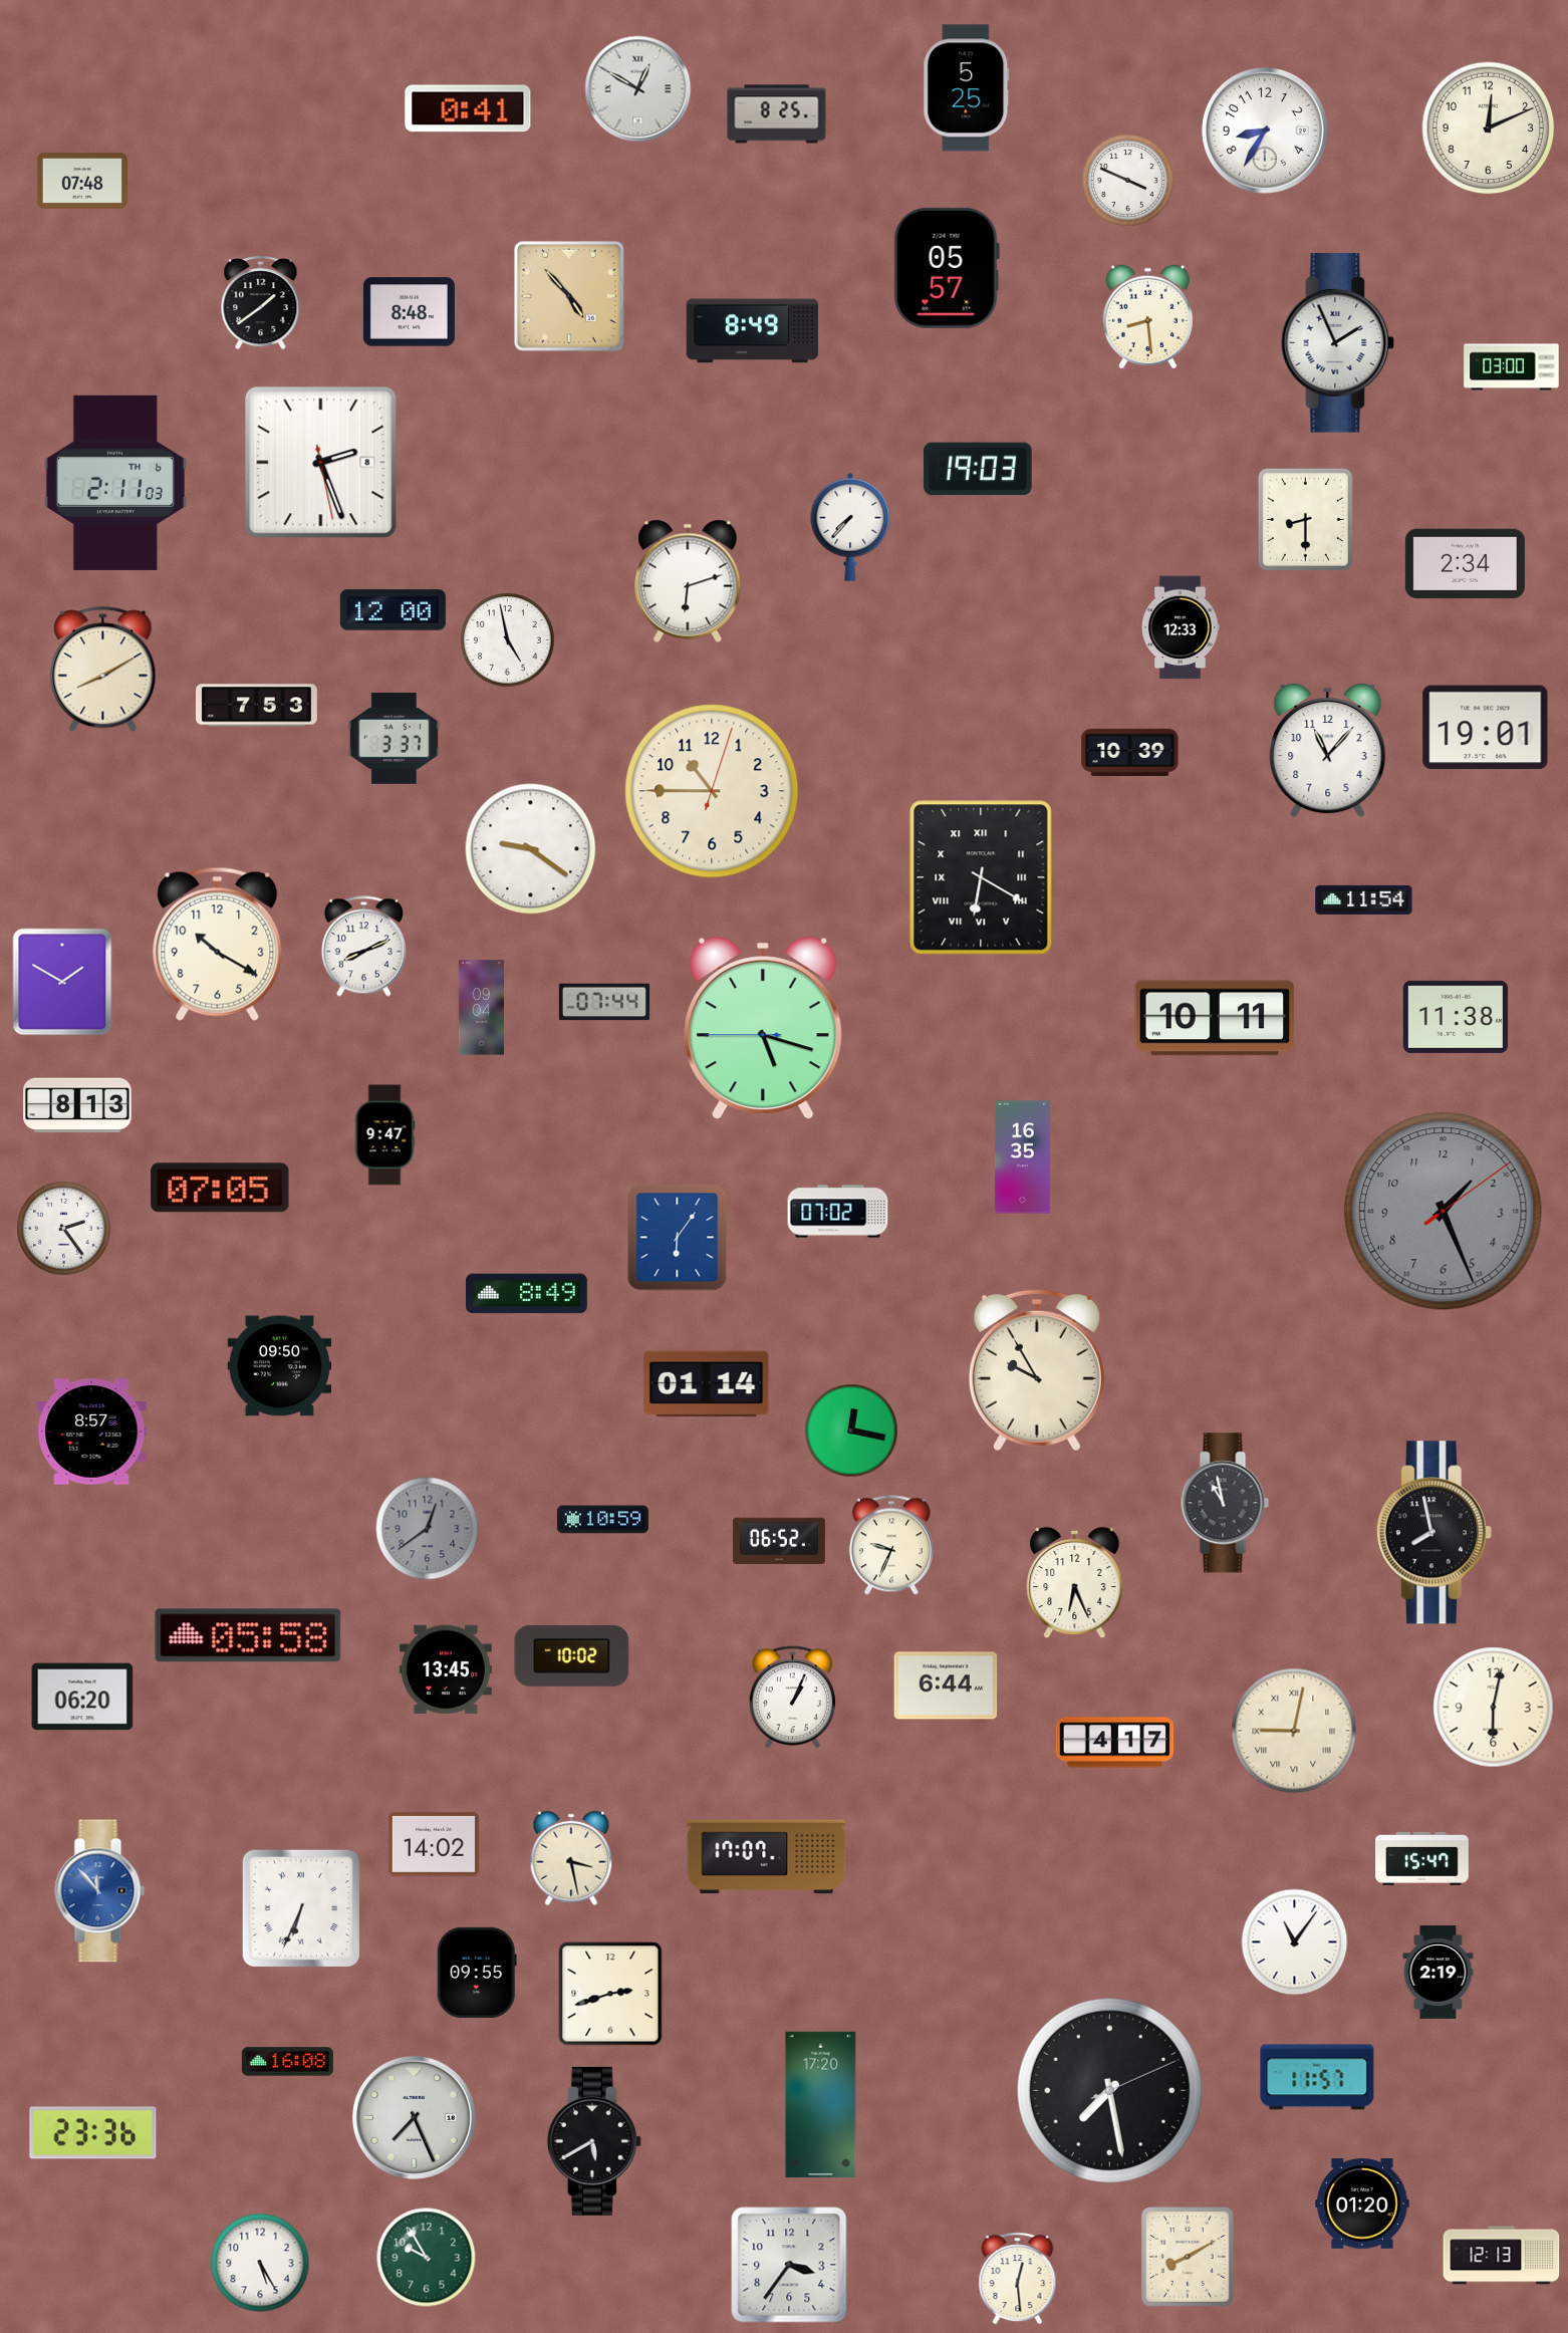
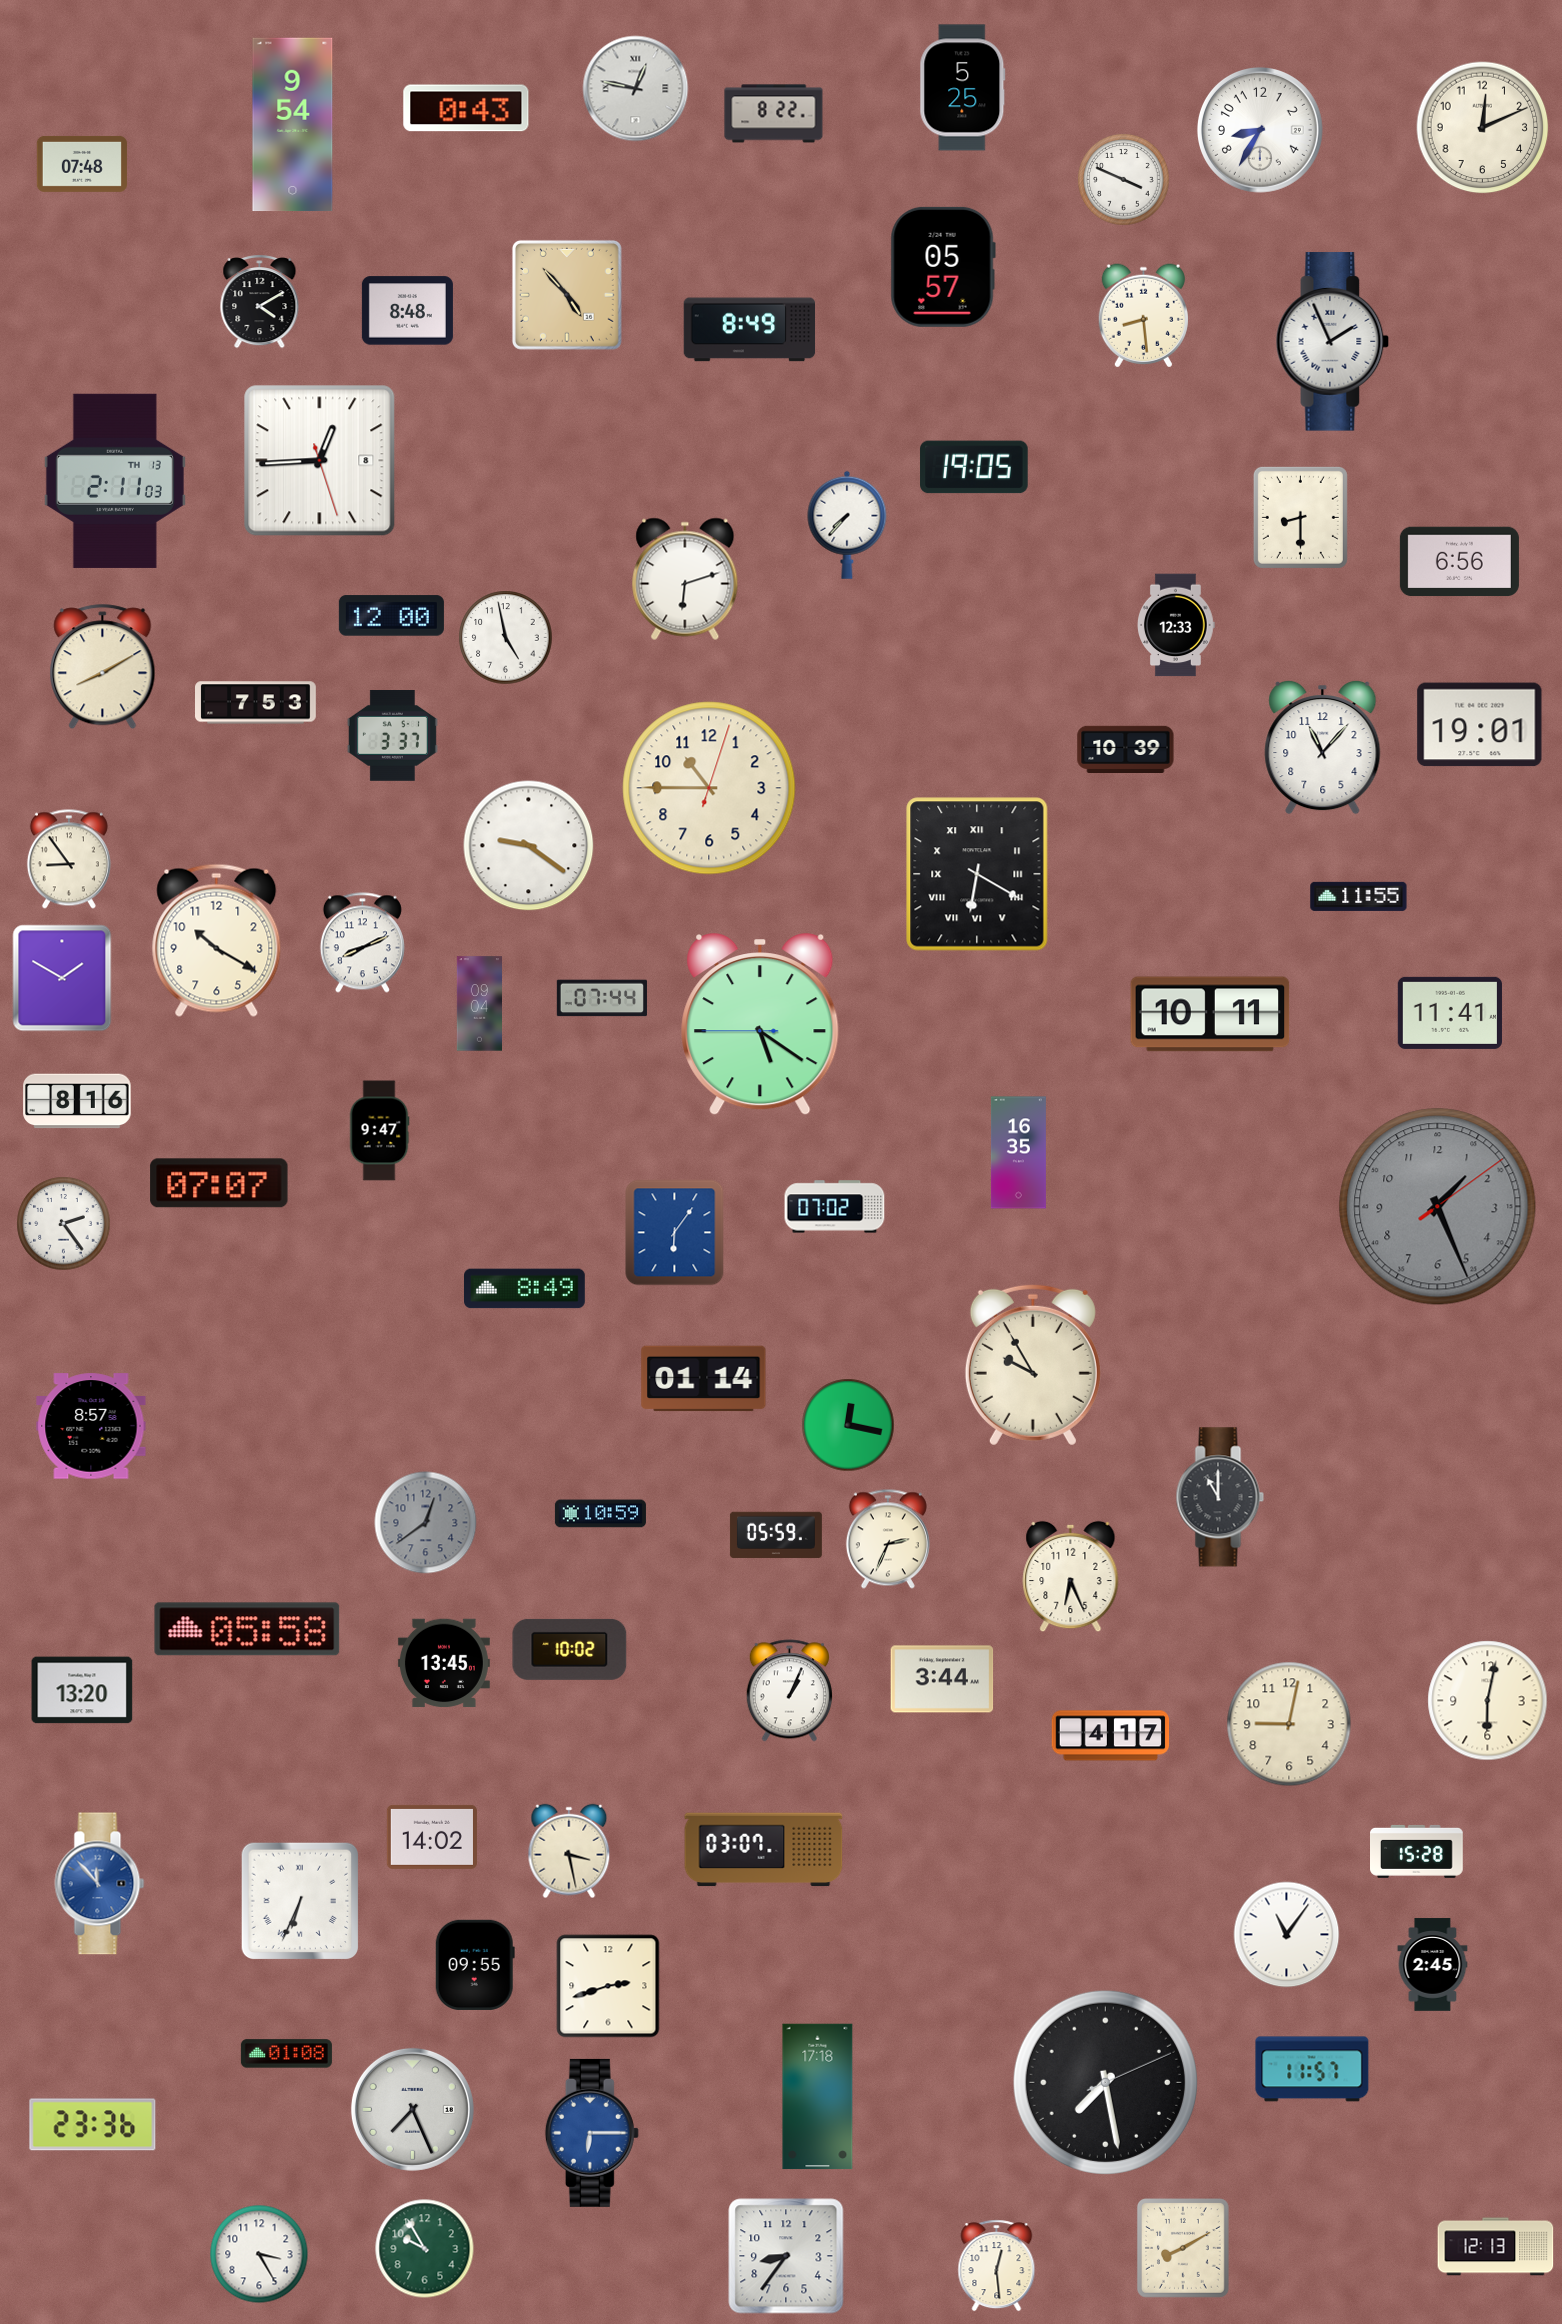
clock at (638, 89): 12:50 -> 12:47
clock at (468, 108): 0:41 -> 0:43
clock at (777, 114): 8:25 -> 8:22
clock at (293, 125): none -> 9:54
clock at (82, 181) position: (82, 181) -> (82, 164)
clock at (261, 303): 1:39 -> 4:10
clock at (1512, 367): 03:00 -> none
clock at (321, 463): 2:26 -> 12:44
clock at (978, 469): 19:03 -> 19:05
clock at (115, 483) date: TH 6 -> TH 13
clock at (1465, 564): 2:34 -> 6:56
clock at (393, 610) position: (393, 610) -> (391, 616)
clock at (69, 859): none -> 8:54
clock at (1364, 899): 11:54 -> 11:55
clock at (1456, 1017): 11:38 -> 11:41
clock at (763, 1029): 5:17 -> 5:20
clock at (77, 1105): 8:13 -> 8:16
clock at (384, 1135) position: (384, 1135) -> (379, 1131)
clock at (220, 1188): 07:05 -> 07:07
clock at (280, 1366): 09:50 -> none
clock at (1225, 1503): 10:58 -> 11:00
clock at (1433, 1533): 7:58 -> none
clock at (779, 1541): 06:52 -> 05:59
clock at (891, 1545): 9:34 -> 2:34
clock at (946, 1686): 6:44 -> 3:44
clock at (82, 1697): 06:20 -> 13:20
clock at (1294, 1731) numerals: Roman -> Arabic
clock at (767, 1857): 17:07 -> 03:07
clock at (1422, 1858): 15:47 -> 15:28
clock at (1295, 1942) position: (1295, 1942) -> (1287, 1935)
clock at (1439, 1973): 2:19 -> 2:45
clock at (287, 2062): 16:08 -> 01:08
clock at (821, 2105): 17:20 -> 17:18
clock at (594, 2141): 5:40 -> 6:15
clock at (594, 2141) dial: black -> blue
clock at (1362, 2205): 01:20 -> none
clock at (260, 2263): 5:25 -> 3:25
clock at (789, 2265): 3:36 -> 8:36
clock at (1018, 2279) position: (1018, 2279) -> (997, 2266)
